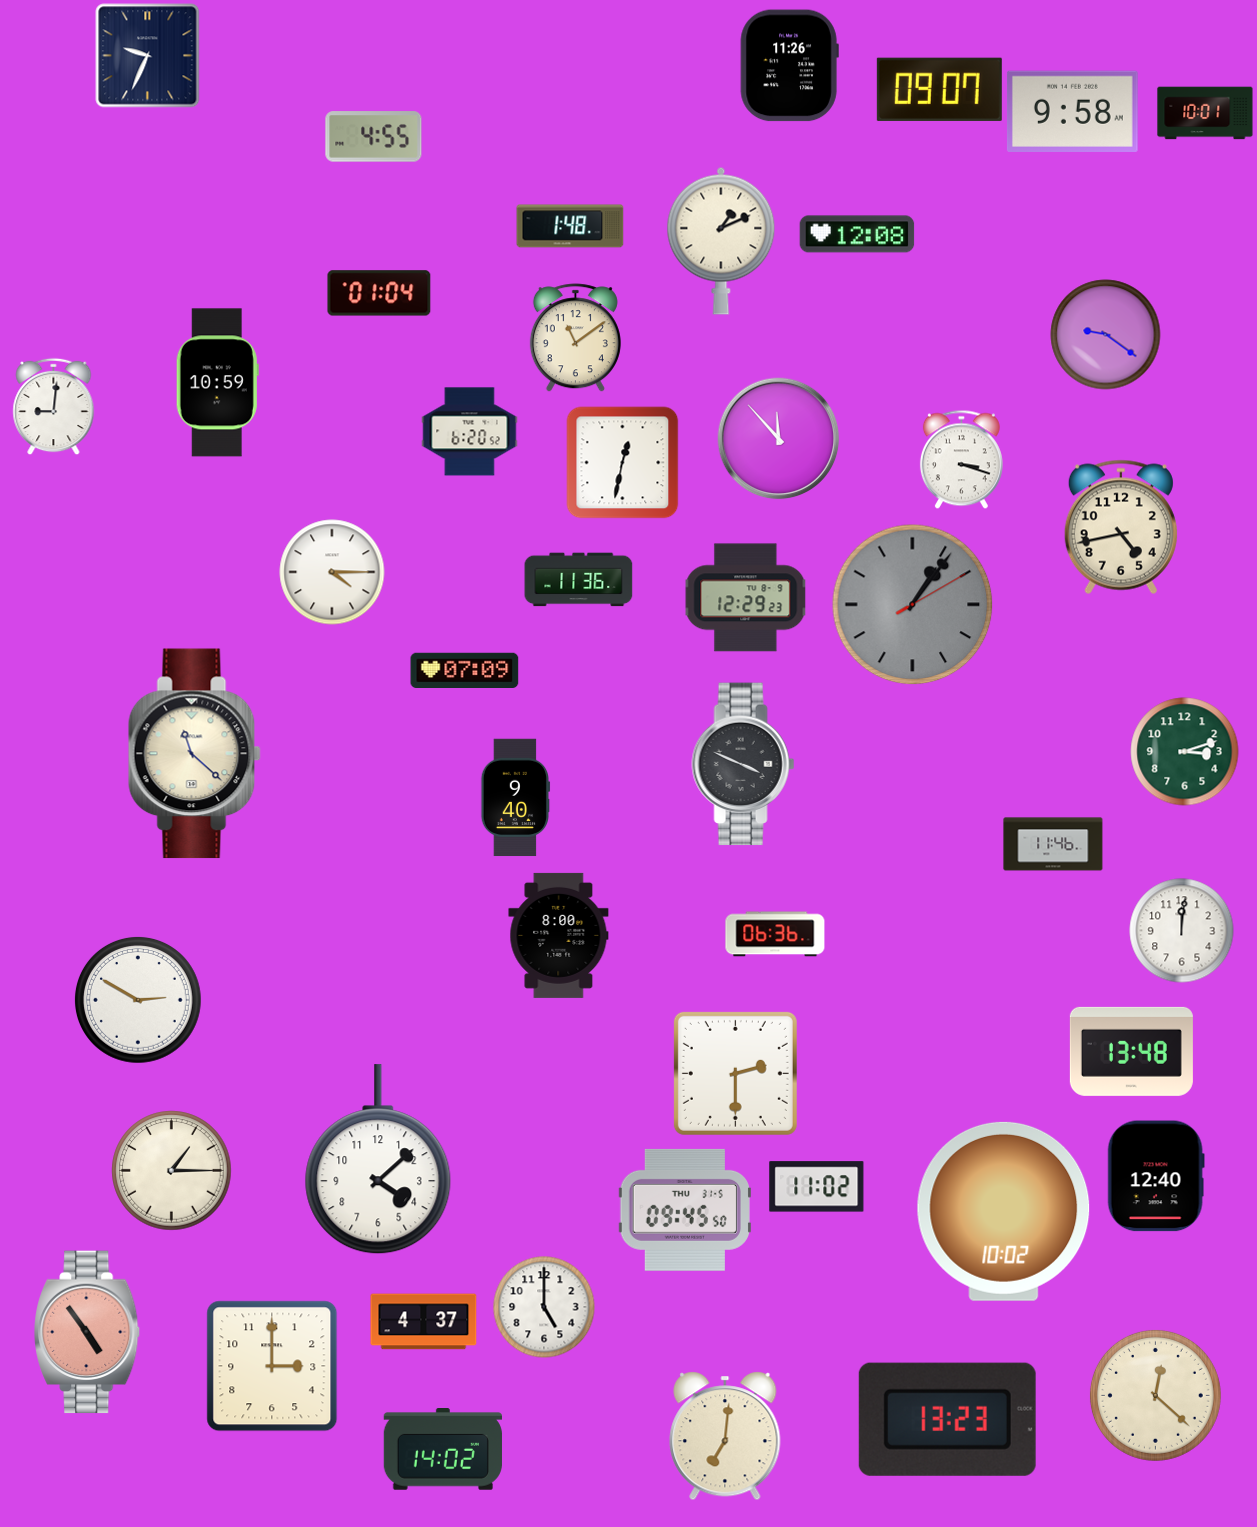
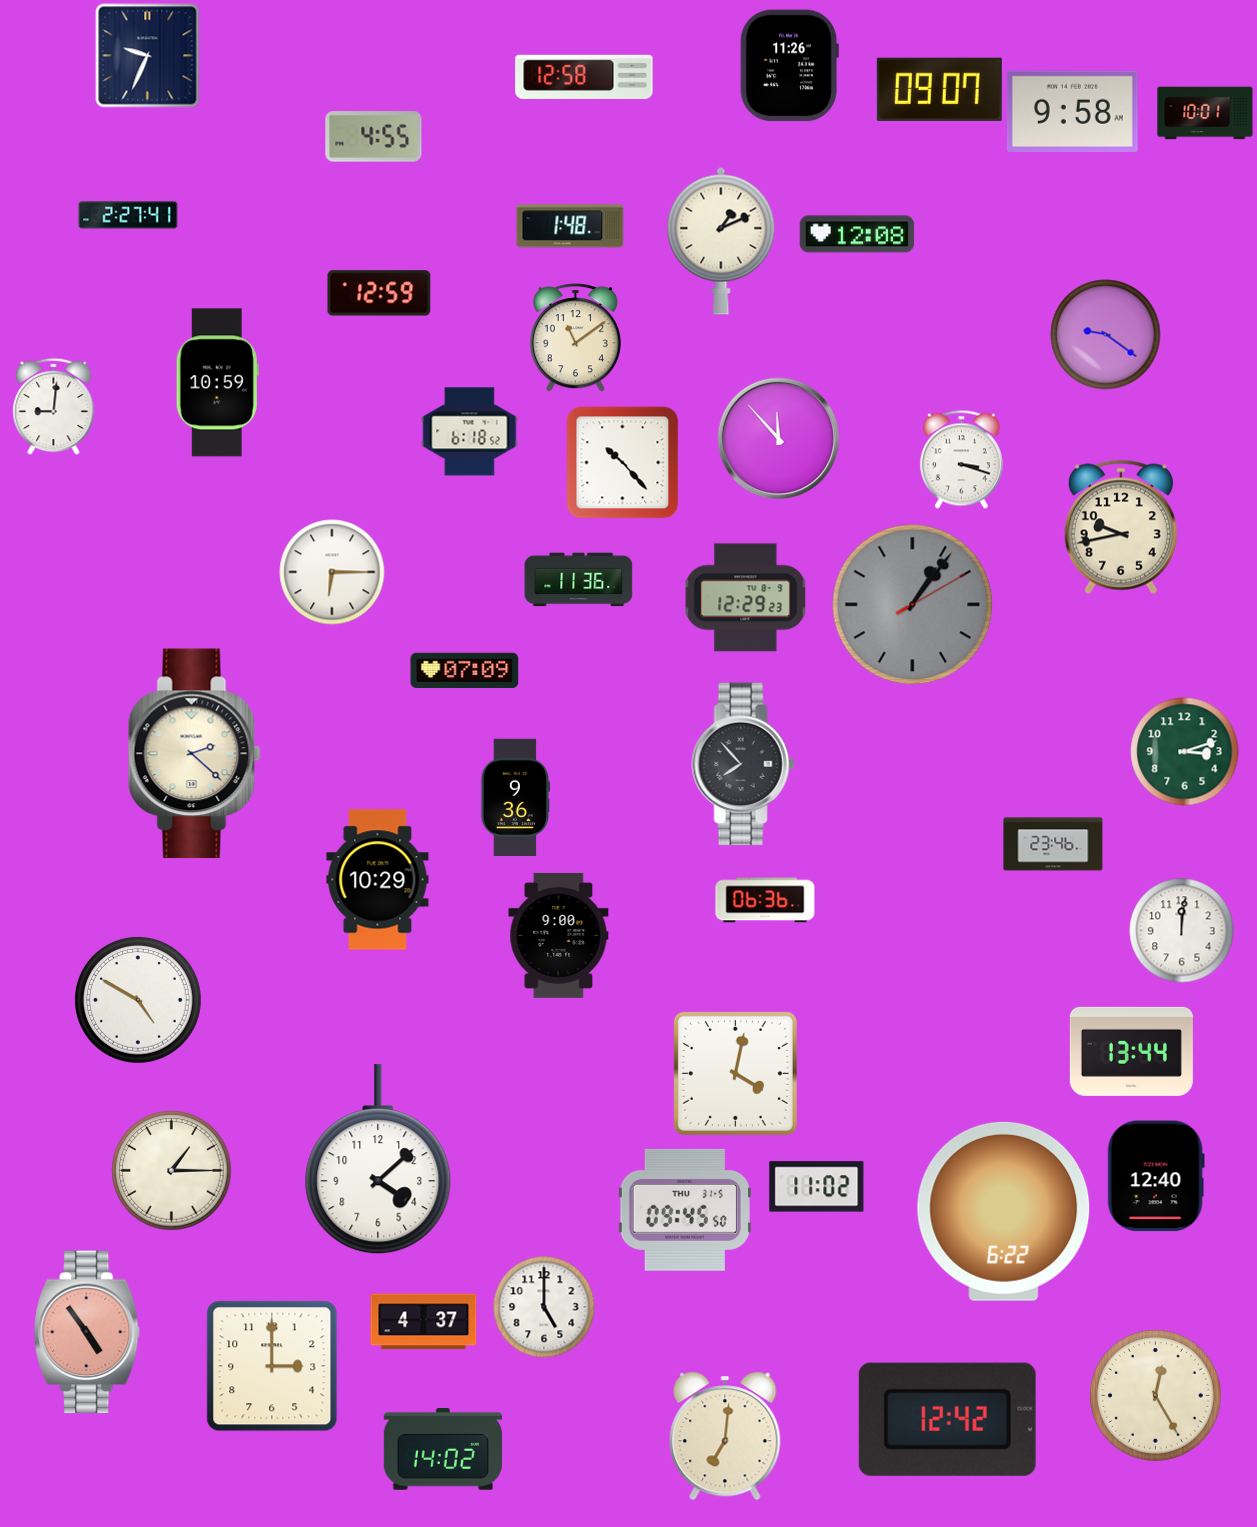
clock at (584, 76): none -> 12:58
clock at (128, 215): none -> 2:27
clock at (379, 293): 01:04 -> 12:59
clock at (470, 432): 6:20 -> 6:18
clock at (623, 463): 12:32 -> 10:23
clock at (1121, 527): 4:43 -> 9:43
clock at (332, 572): 4:15 -> 6:15
clock at (194, 754): 11:22 -> 2:22
clock at (743, 764): 3:49 -> 7:53
clock at (516, 798): 9:40 -> 9:36
clock at (1053, 844): 11:46 -> 23:46
clock at (378, 880): none -> 10:29
clock at (775, 934) position: (775, 934) -> (765, 900)
clock at (559, 935): 8:00 -> 9:00
clock at (138, 1000): 2:50 -> 4:50
clock at (1131, 1051): 13:48 -> 13:44
clock at (735, 1073): 2:30 -> 4:02
clock at (1004, 1211): 10:02 -> 6:22
clock at (1155, 1395): 12:22 -> 12:25
clock at (947, 1419): 13:23 -> 12:42
